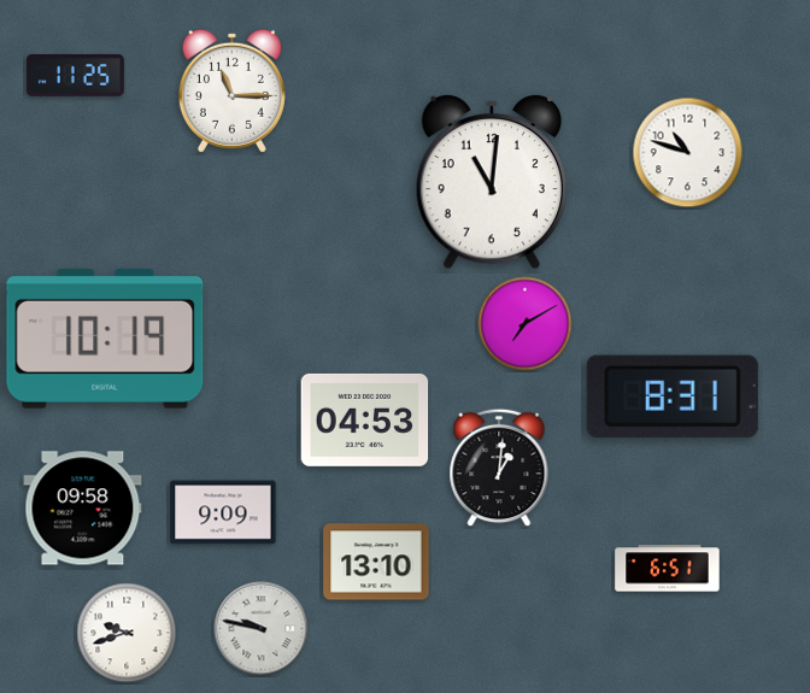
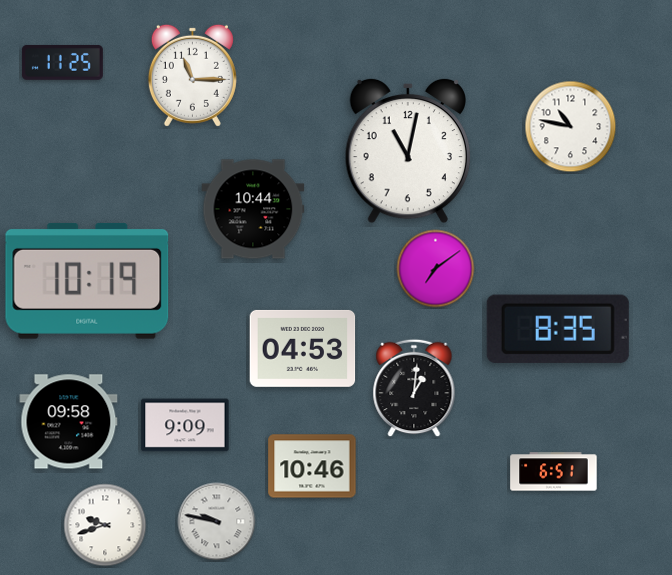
clock at (688, 153): 10:48 -> 10:47
clock at (492, 182): 11:01 -> 11:02
clock at (253, 209): none -> 10:44
clock at (526, 324): 7:10 -> 7:09
clock at (673, 397): 8:31 -> 8:35
clock at (376, 562): 13:10 -> 10:46
